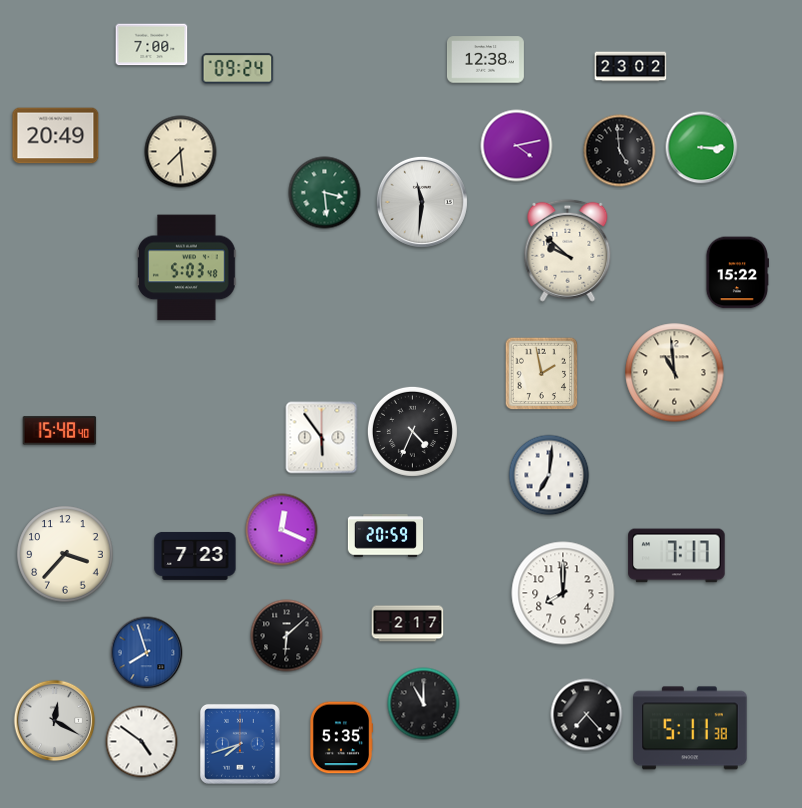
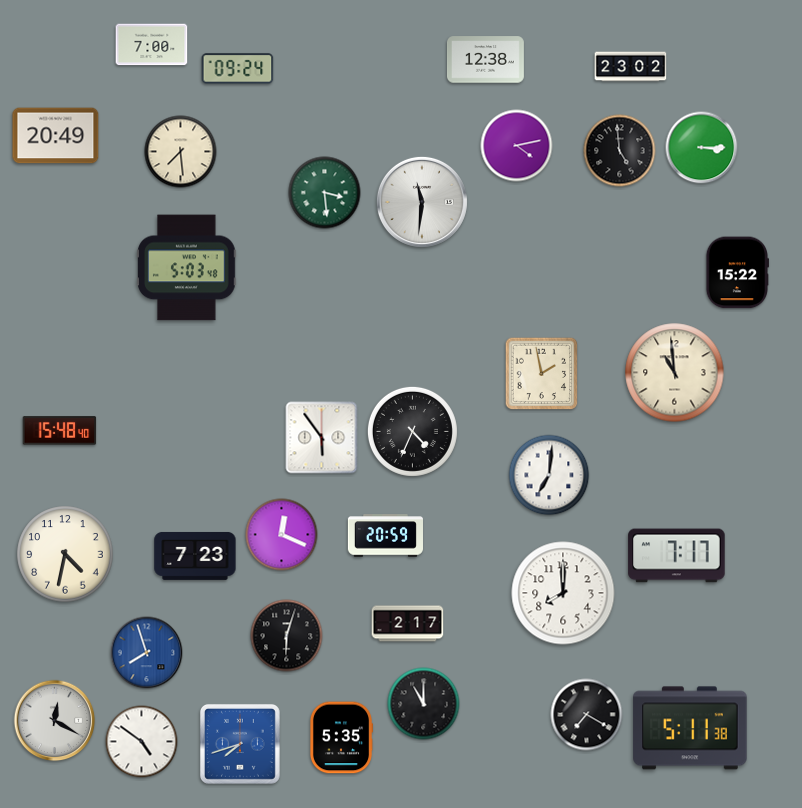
clock at (568, 250): 9:52 -> none
clock at (282, 530) position: (282, 530) -> (282, 535)
clock at (65, 554): 3:37 -> 4:32
clock at (287, 636): 6:08 -> 6:03
clock at (587, 715): 7:23 -> 7:20
